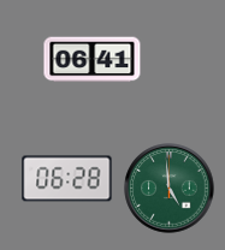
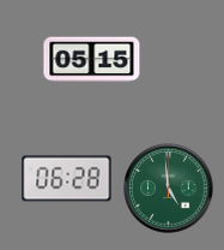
clock at (93, 60): 06:41 -> 05:15
